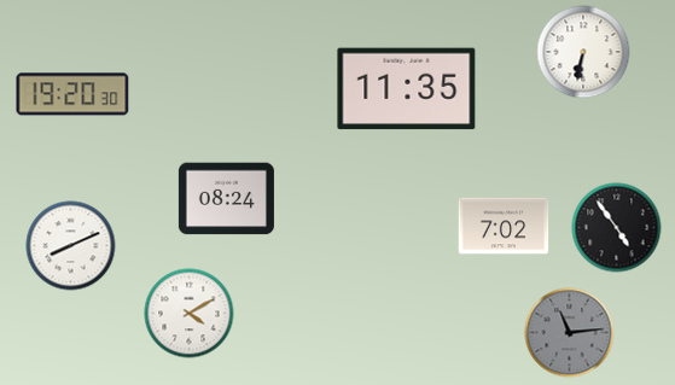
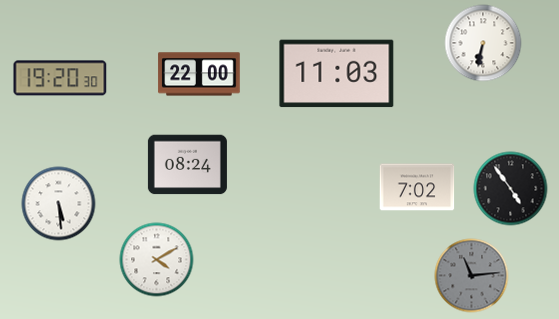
clock at (199, 74): none -> 22:00
clock at (407, 89): 11:35 -> 11:03
clock at (71, 246): 8:11 -> 5:29
